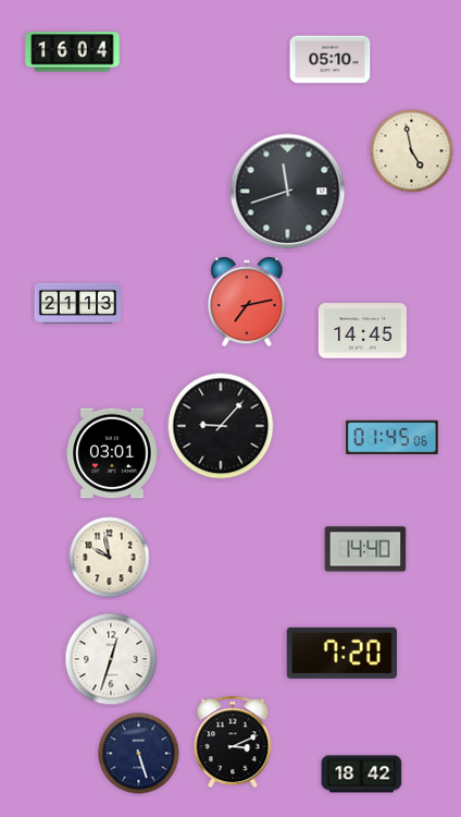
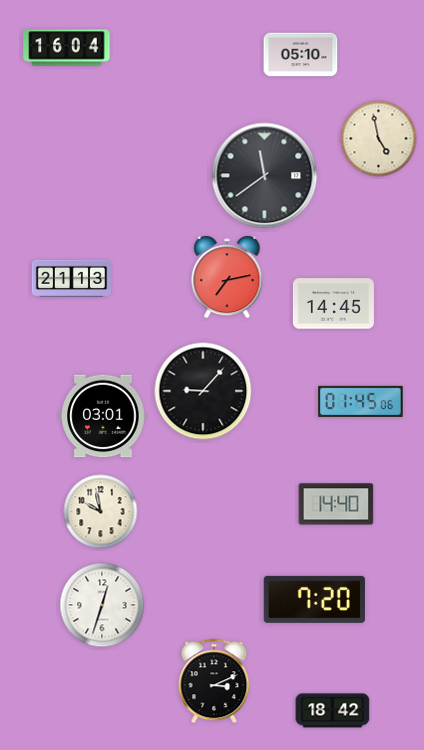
clock at (331, 60) position: (331, 60) -> (301, 55)
clock at (288, 192): 11:42 -> 11:39
clock at (139, 754): 5:27 -> none
